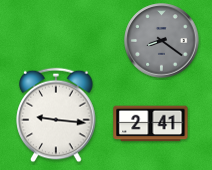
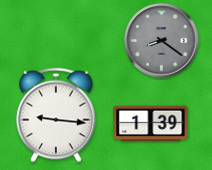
clock at (151, 124): 2:41 -> 1:39
